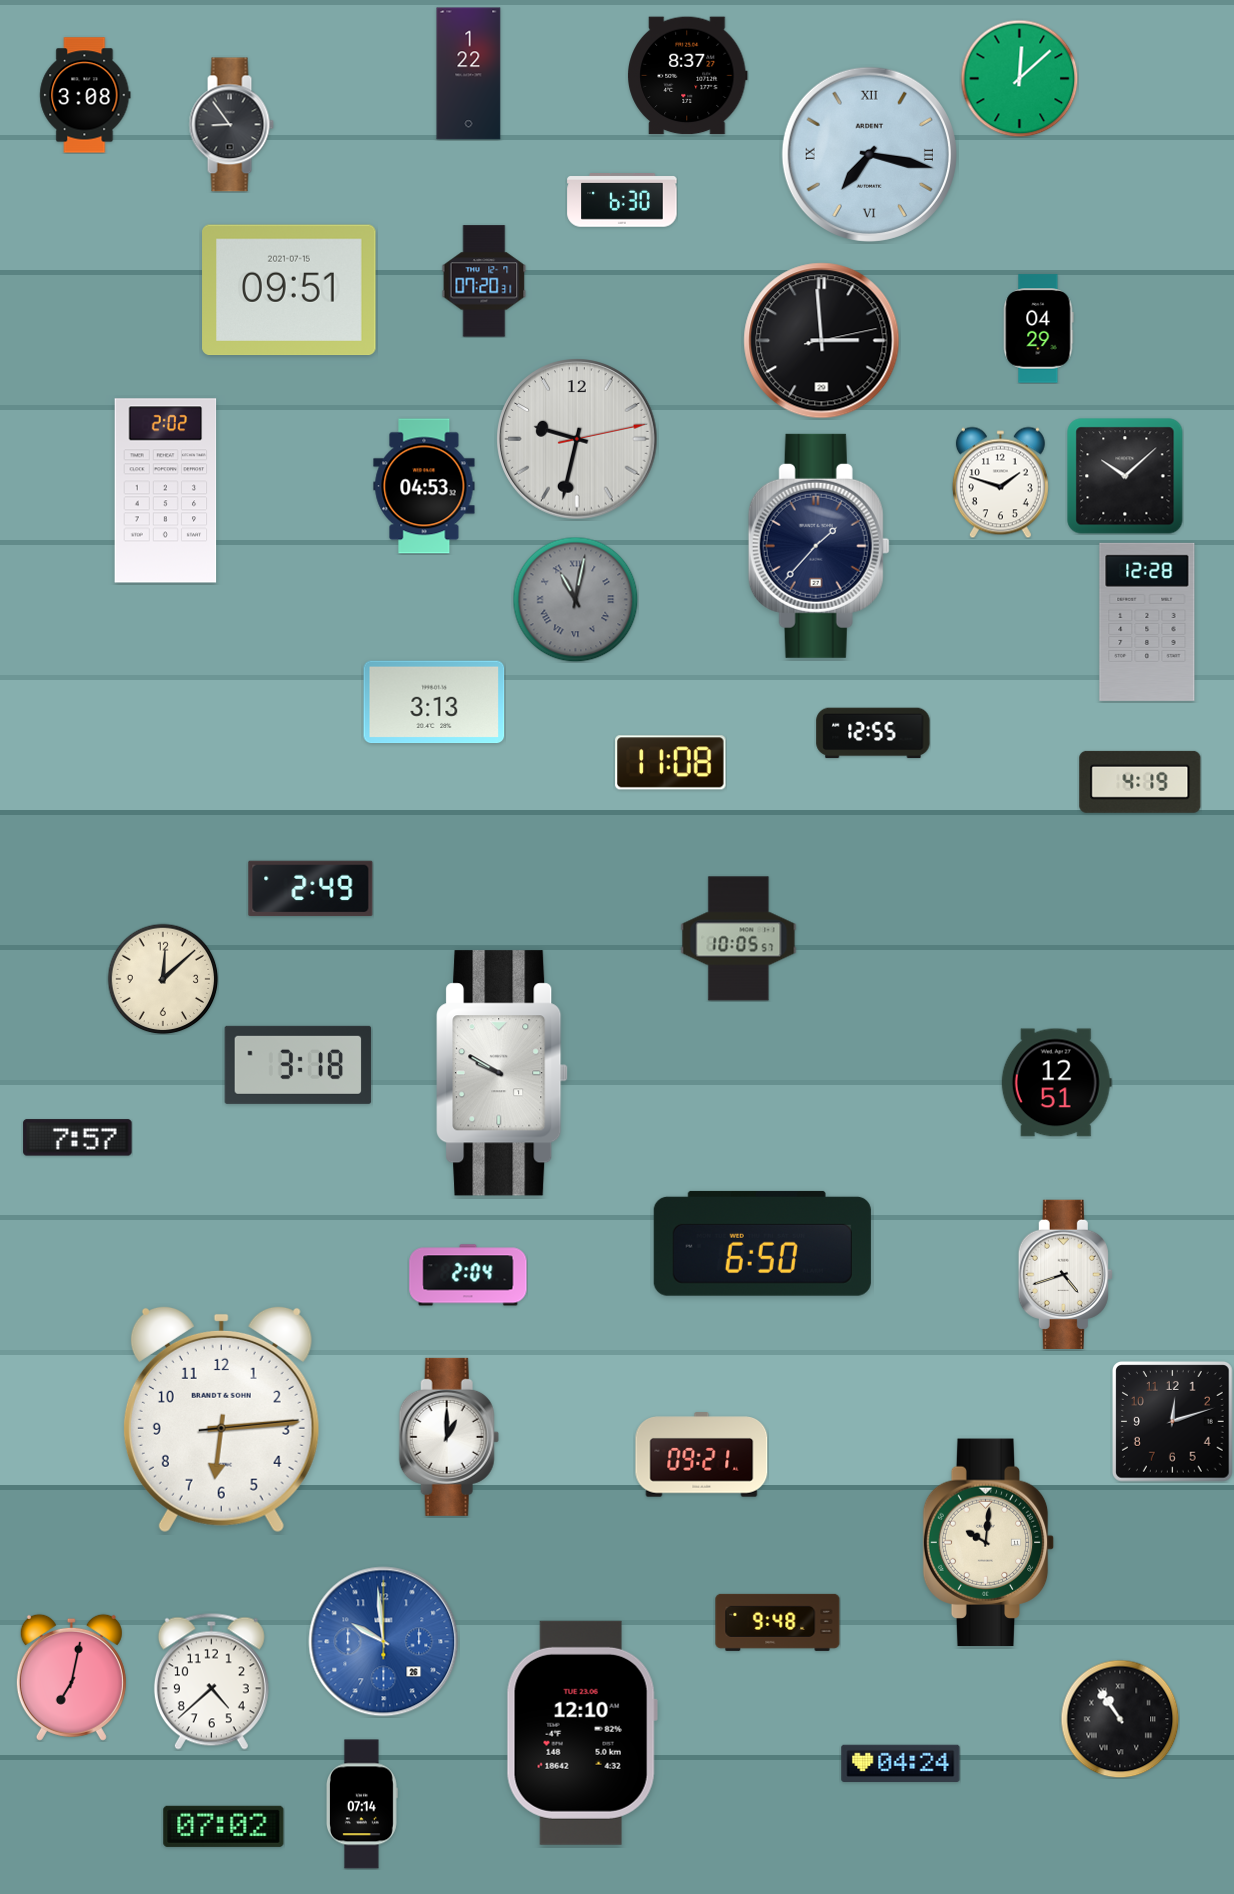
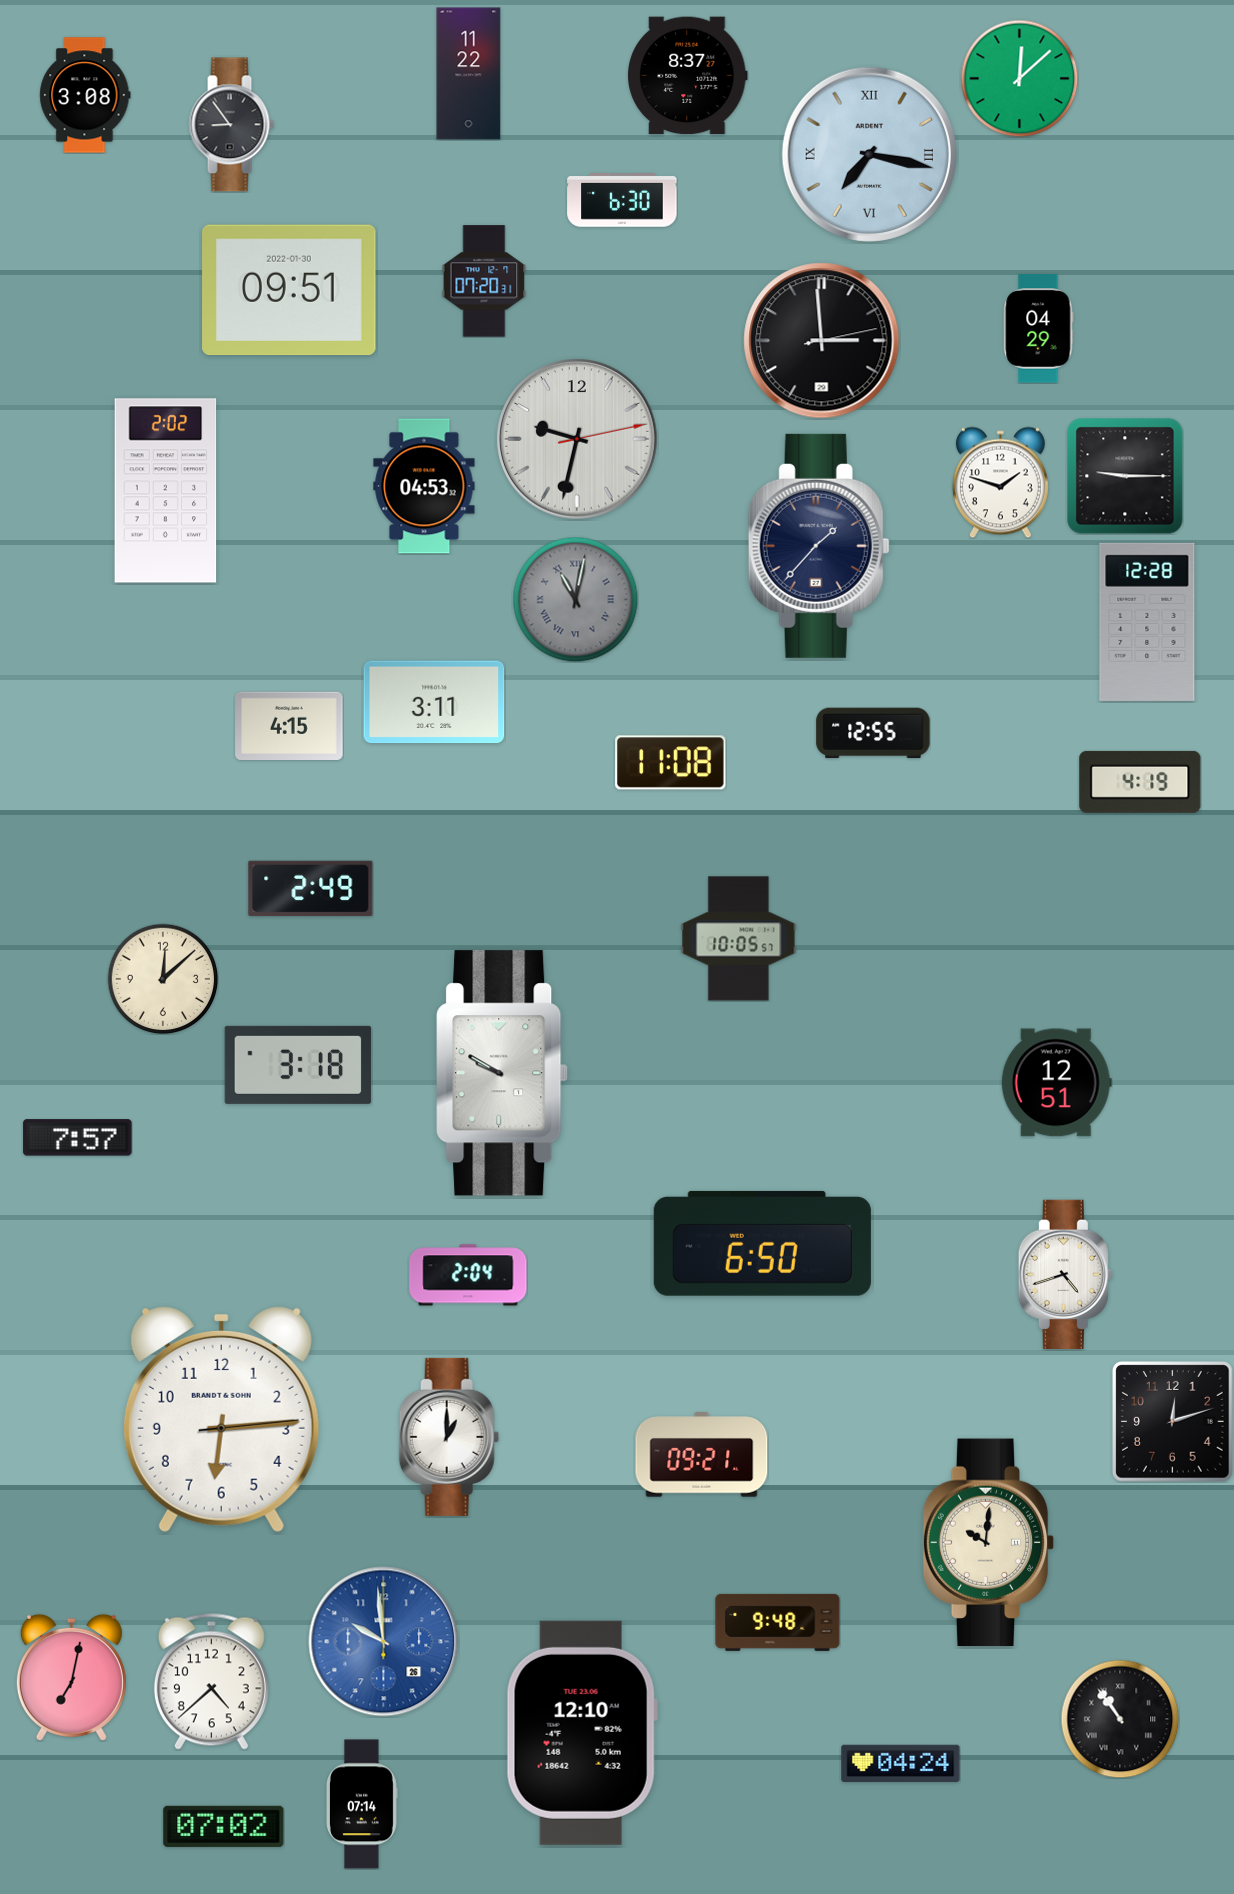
clock at (469, 74): 1:22 -> 11:22
clock at (289, 290) date: 2021-07-15 -> 2022-01-30
clock at (1125, 476): 10:08 -> 9:15
clock at (434, 702): 3:13 -> 3:11
clock at (289, 725): none -> 4:15
